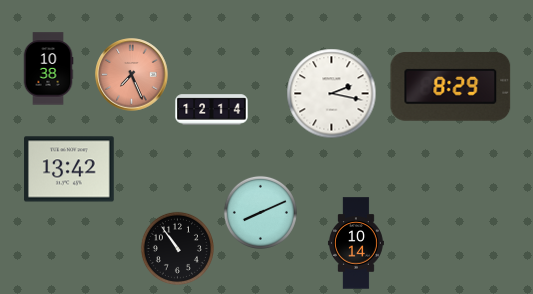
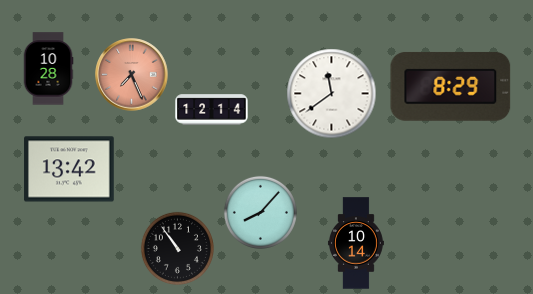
clock at (48, 69): 10:38 -> 10:28
clock at (332, 94): 2:17 -> 11:39
clock at (260, 212): 8:11 -> 8:07
